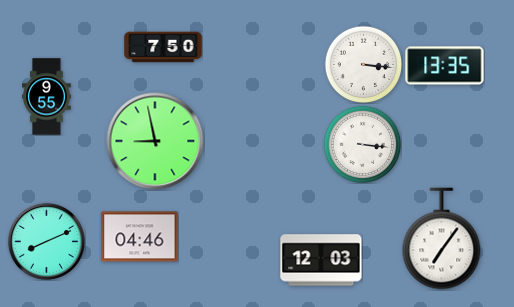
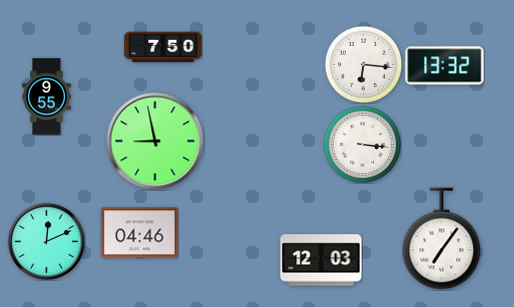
clock at (363, 64): 3:16 -> 6:16
clock at (445, 66): 13:35 -> 13:32
clock at (140, 237) position: (140, 237) -> (140, 233)
clock at (46, 241): 8:11 -> 12:11
